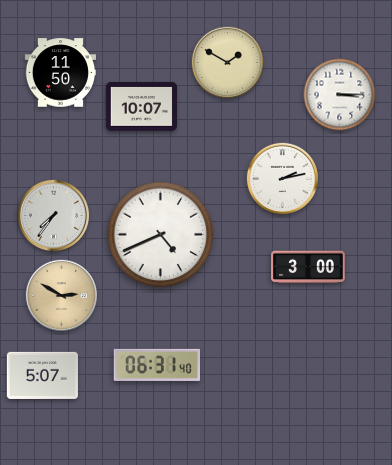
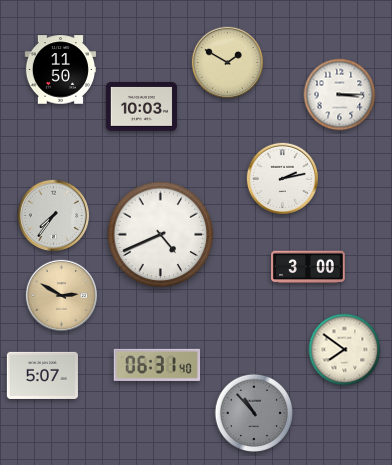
clock at (60, 73) position: (60, 73) -> (60, 70)
clock at (141, 107): 10:07 -> 10:03
clock at (345, 350): none -> 7:51
clock at (254, 413): none -> 10:53
